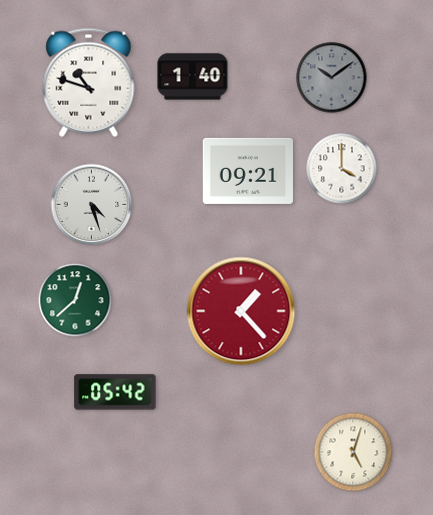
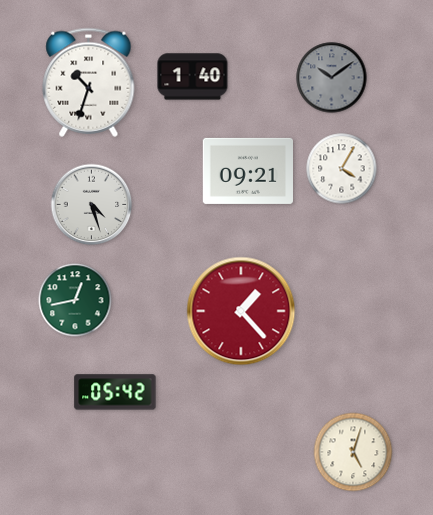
clock at (89, 82): 10:48 -> 10:33
clock at (342, 169): 4:00 -> 4:05
clock at (75, 300): 12:38 -> 12:43
